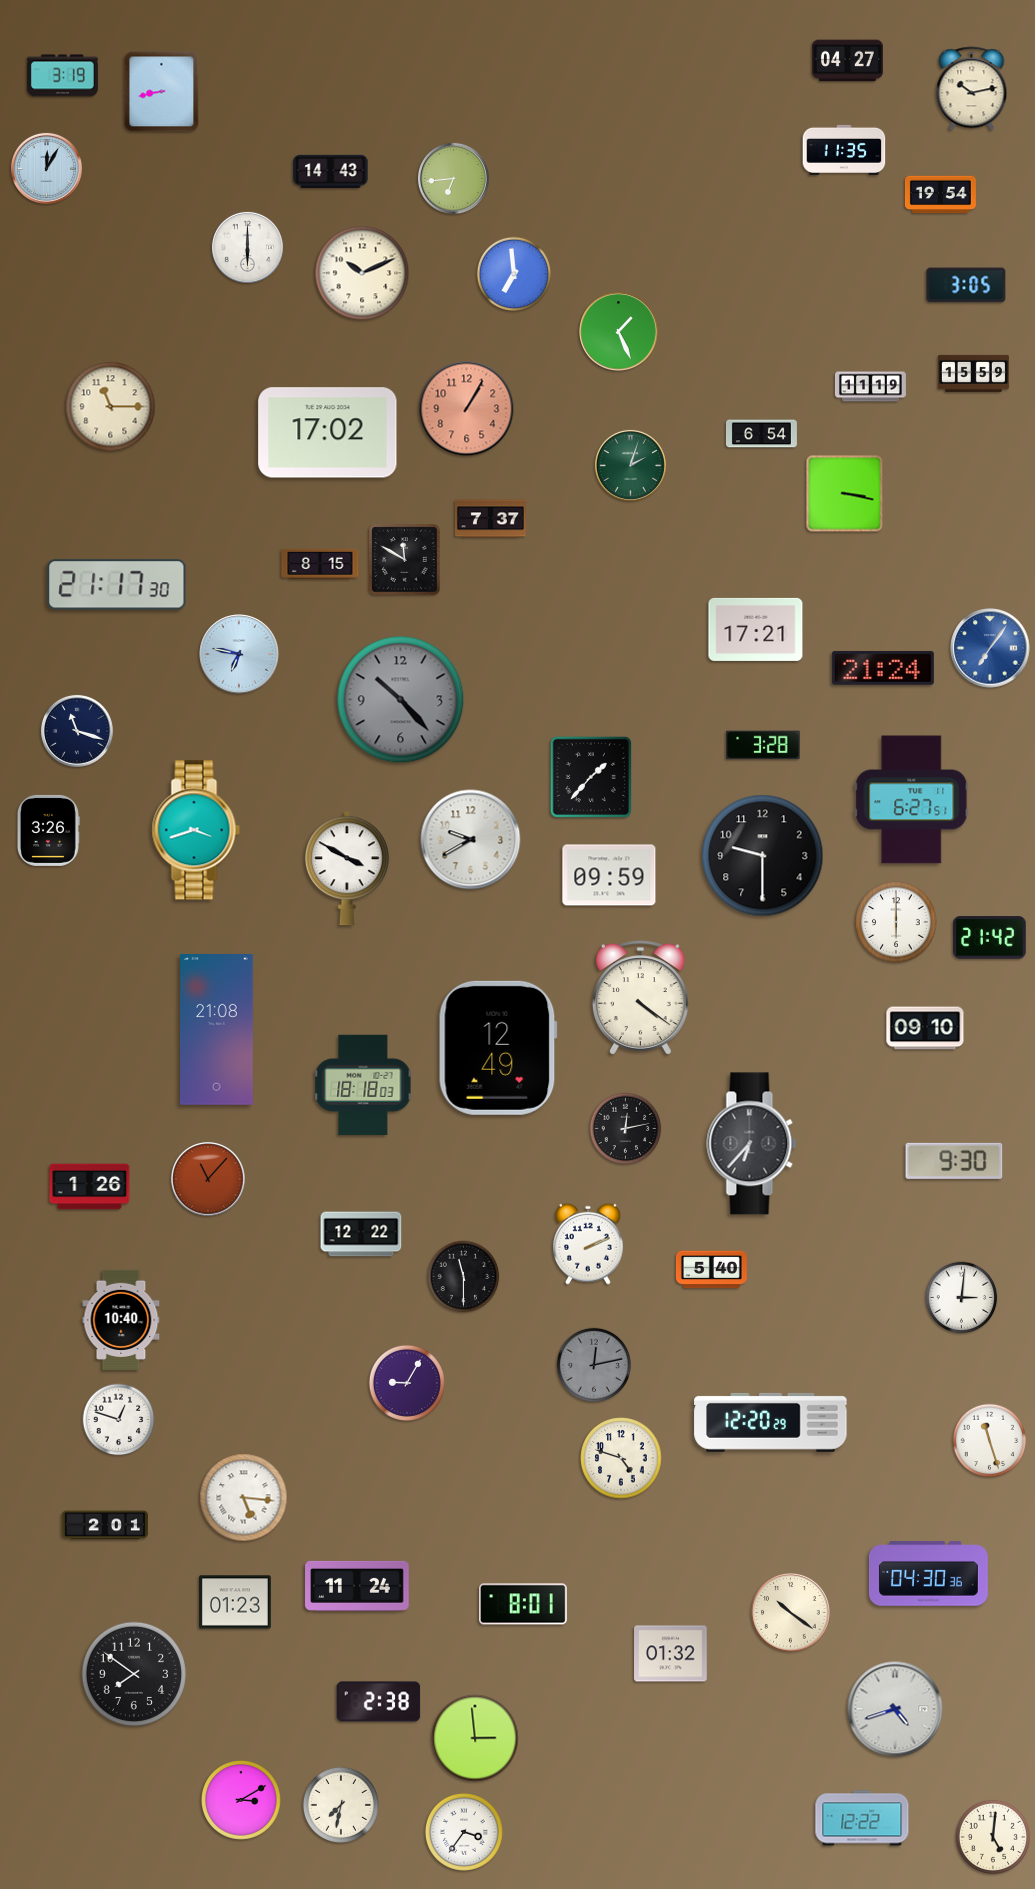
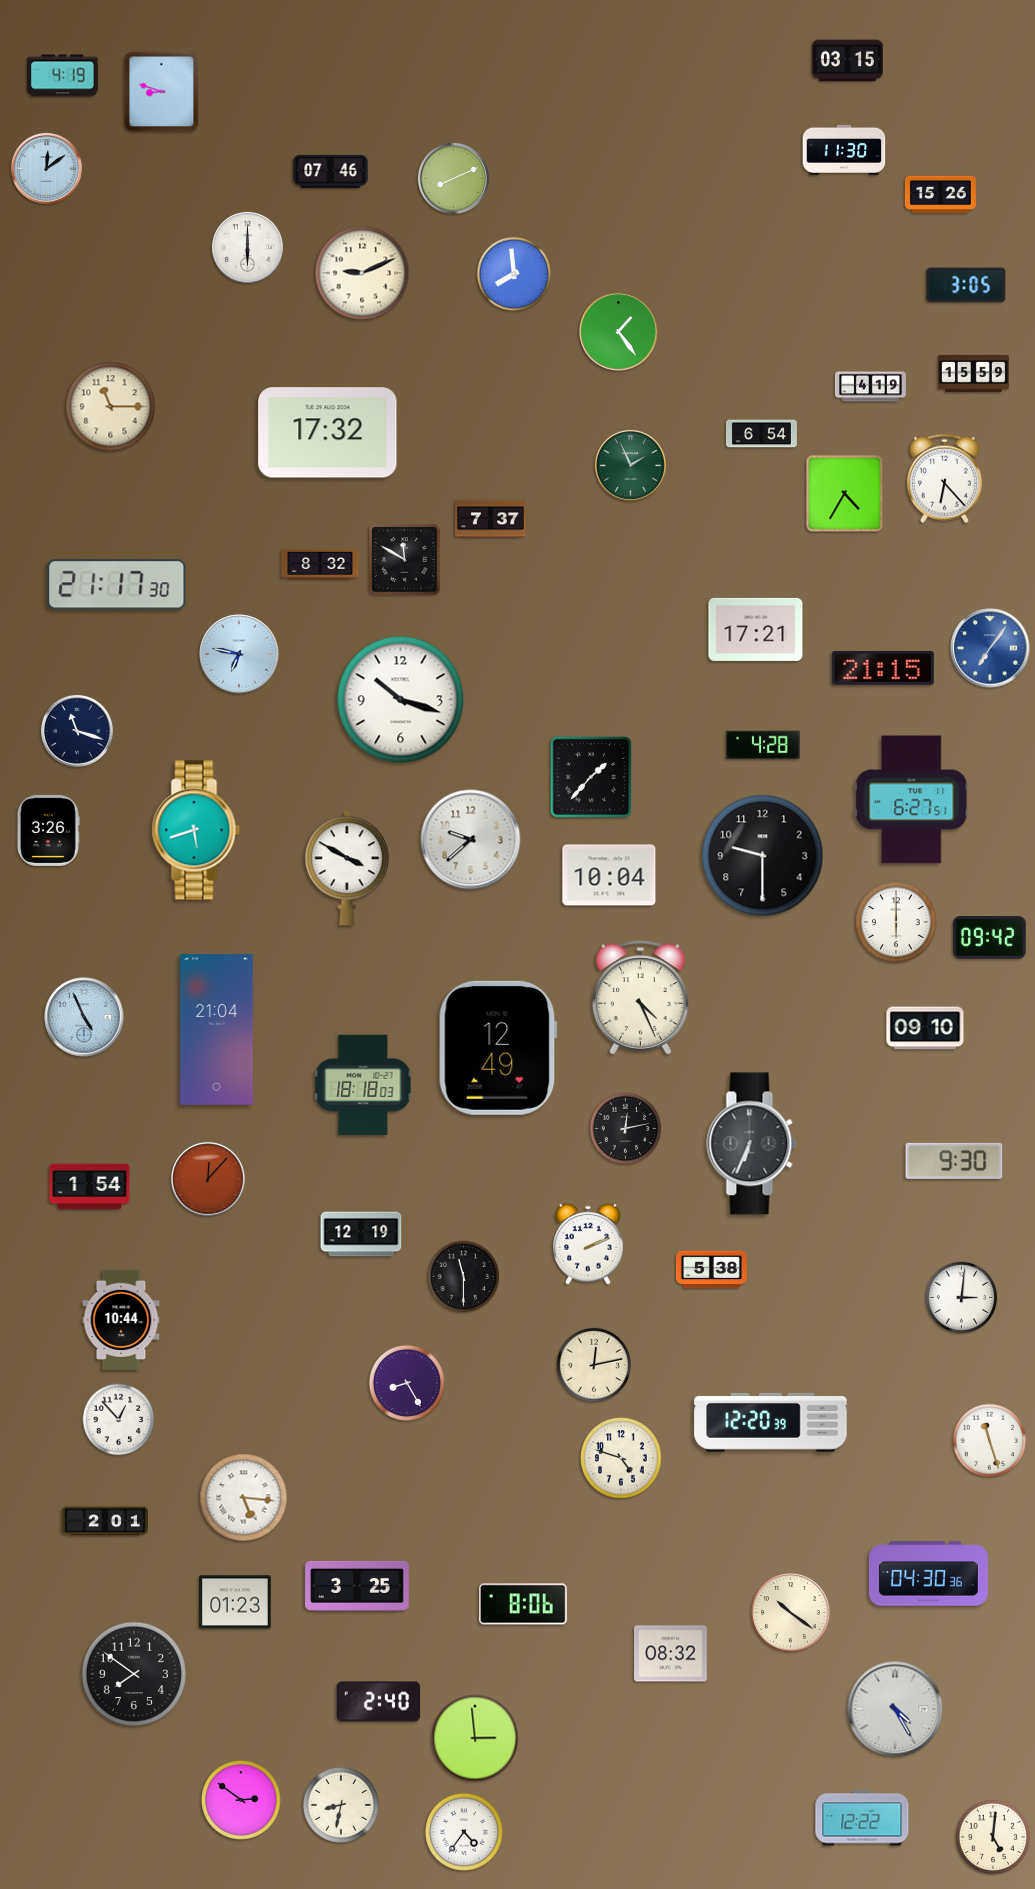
clock at (847, 61): 04:27 -> 03:15
clock at (62, 76): 3:19 -> 4:19
clock at (972, 89): 10:13 -> none
clock at (162, 92): 8:43 -> 8:48
clock at (844, 150): 11:35 -> 11:30
clock at (46, 168): 12:05 -> 12:09
clock at (331, 171): 14:43 -> 07:46
clock at (453, 178): 6:44 -> 8:11
clock at (940, 195): 19:54 -> 15:26
clock at (362, 273): 10:11 -> 9:11
clock at (513, 273): 6:59 -> 7:59
clock at (619, 332): 1:26 -> 1:24
clock at (870, 387): 11:19 -> 4:19
clock at (467, 409): 1:05 -> none
clock at (328, 433): 17:02 -> 17:32
clock at (630, 465): 2:03 -> 1:56
clock at (944, 479): none -> 6:23
clock at (845, 494): 3:17 -> 4:35
clock at (320, 564): 8:15 -> 8:32
clock at (883, 668): 21:24 -> 21:15
clock at (401, 700): 10:23 -> 10:18
clock at (401, 700) dial: grey -> white
clock at (763, 745): 3:28 -> 4:28
clock at (196, 830): 3:42 -> 5:42
clock at (471, 840): 9:40 -> 9:38
clock at (609, 875): 09:59 -> 10:04
clock at (990, 938): 21:42 -> 09:42
clock at (641, 998): 4:21 -> 4:26
clock at (84, 1017): none -> 4:56
clock at (217, 1030): 21:08 -> 21:04
clock at (752, 1144): 6:37 -> 6:34
clock at (209, 1180): 11:07 -> 12:07
clock at (90, 1187): 1:26 -> 1:54
clock at (361, 1234): 12:22 -> 12:19
clock at (711, 1270): 5:40 -> 5:38
clock at (121, 1319): 10:40 -> 10:44
clock at (593, 1364) dial: grey -> cream
clock at (407, 1383): 9:05 -> 8:25
clock at (119, 1420): 12:48 -> 12:53
clock at (771, 1422): 12:20:29 -> 12:20:39
clock at (105, 1525) position: (105, 1525) -> (105, 1521)
clock at (357, 1586): 11:24 -> 3:25
clock at (524, 1604): 8:01 -> 8:06
clock at (671, 1654): 01:32 -> 08:32
clock at (379, 1702): 2:38 -> 2:40
clock at (895, 1709): 4:42 -> 4:25
clock at (242, 1801): 3:10 -> 2:51
clock at (341, 1805): 7:32 -> 8:32
clock at (464, 1832): 3:36 -> 4:36
